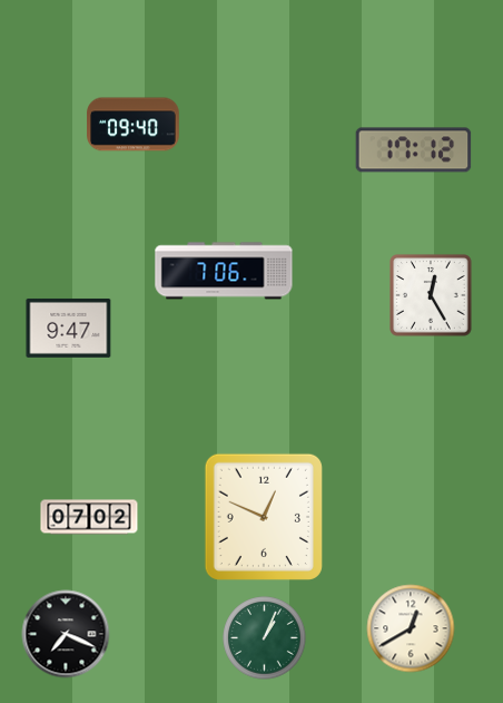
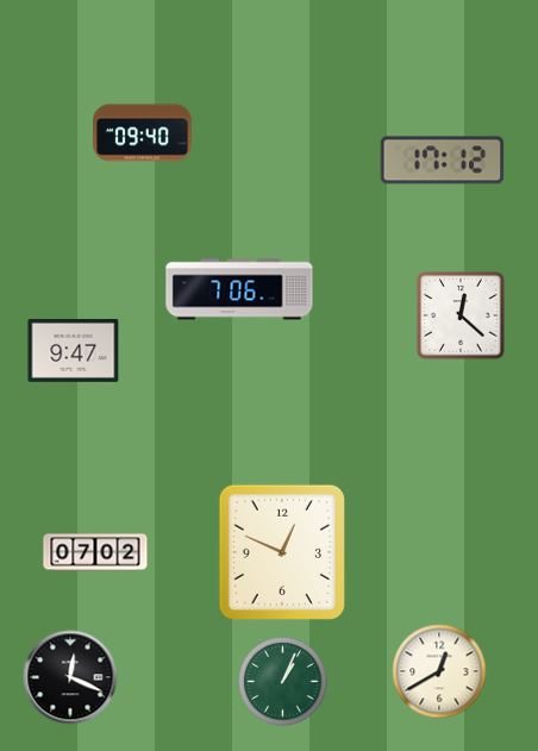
clock at (431, 295): 12:25 -> 12:22
clock at (66, 634): 7:19 -> 12:19
